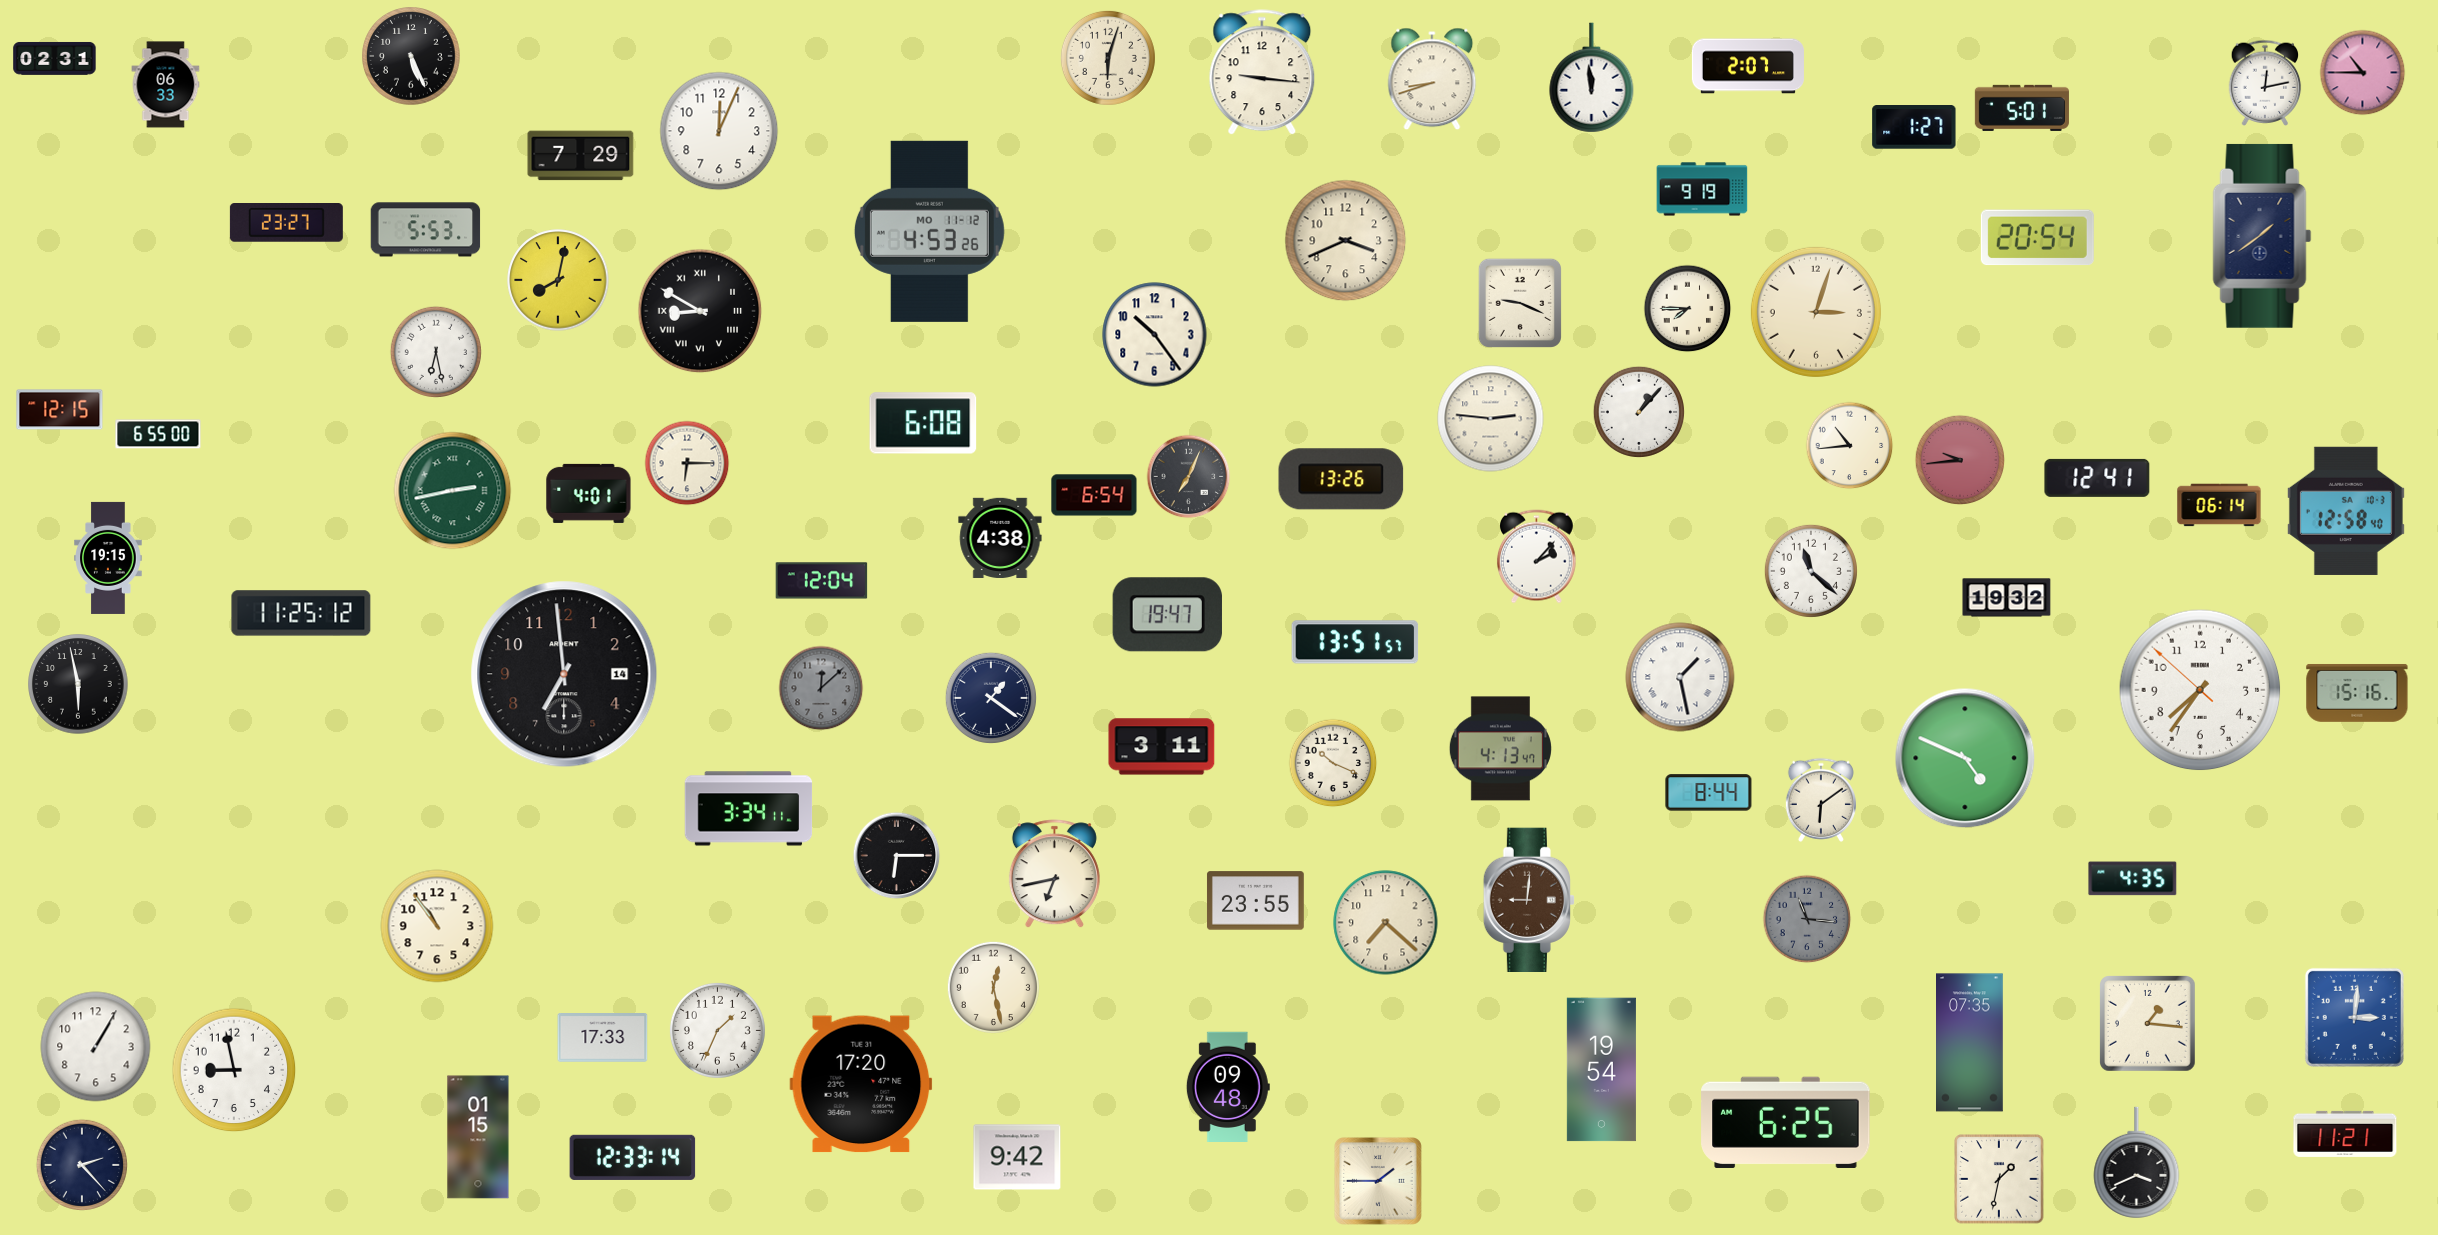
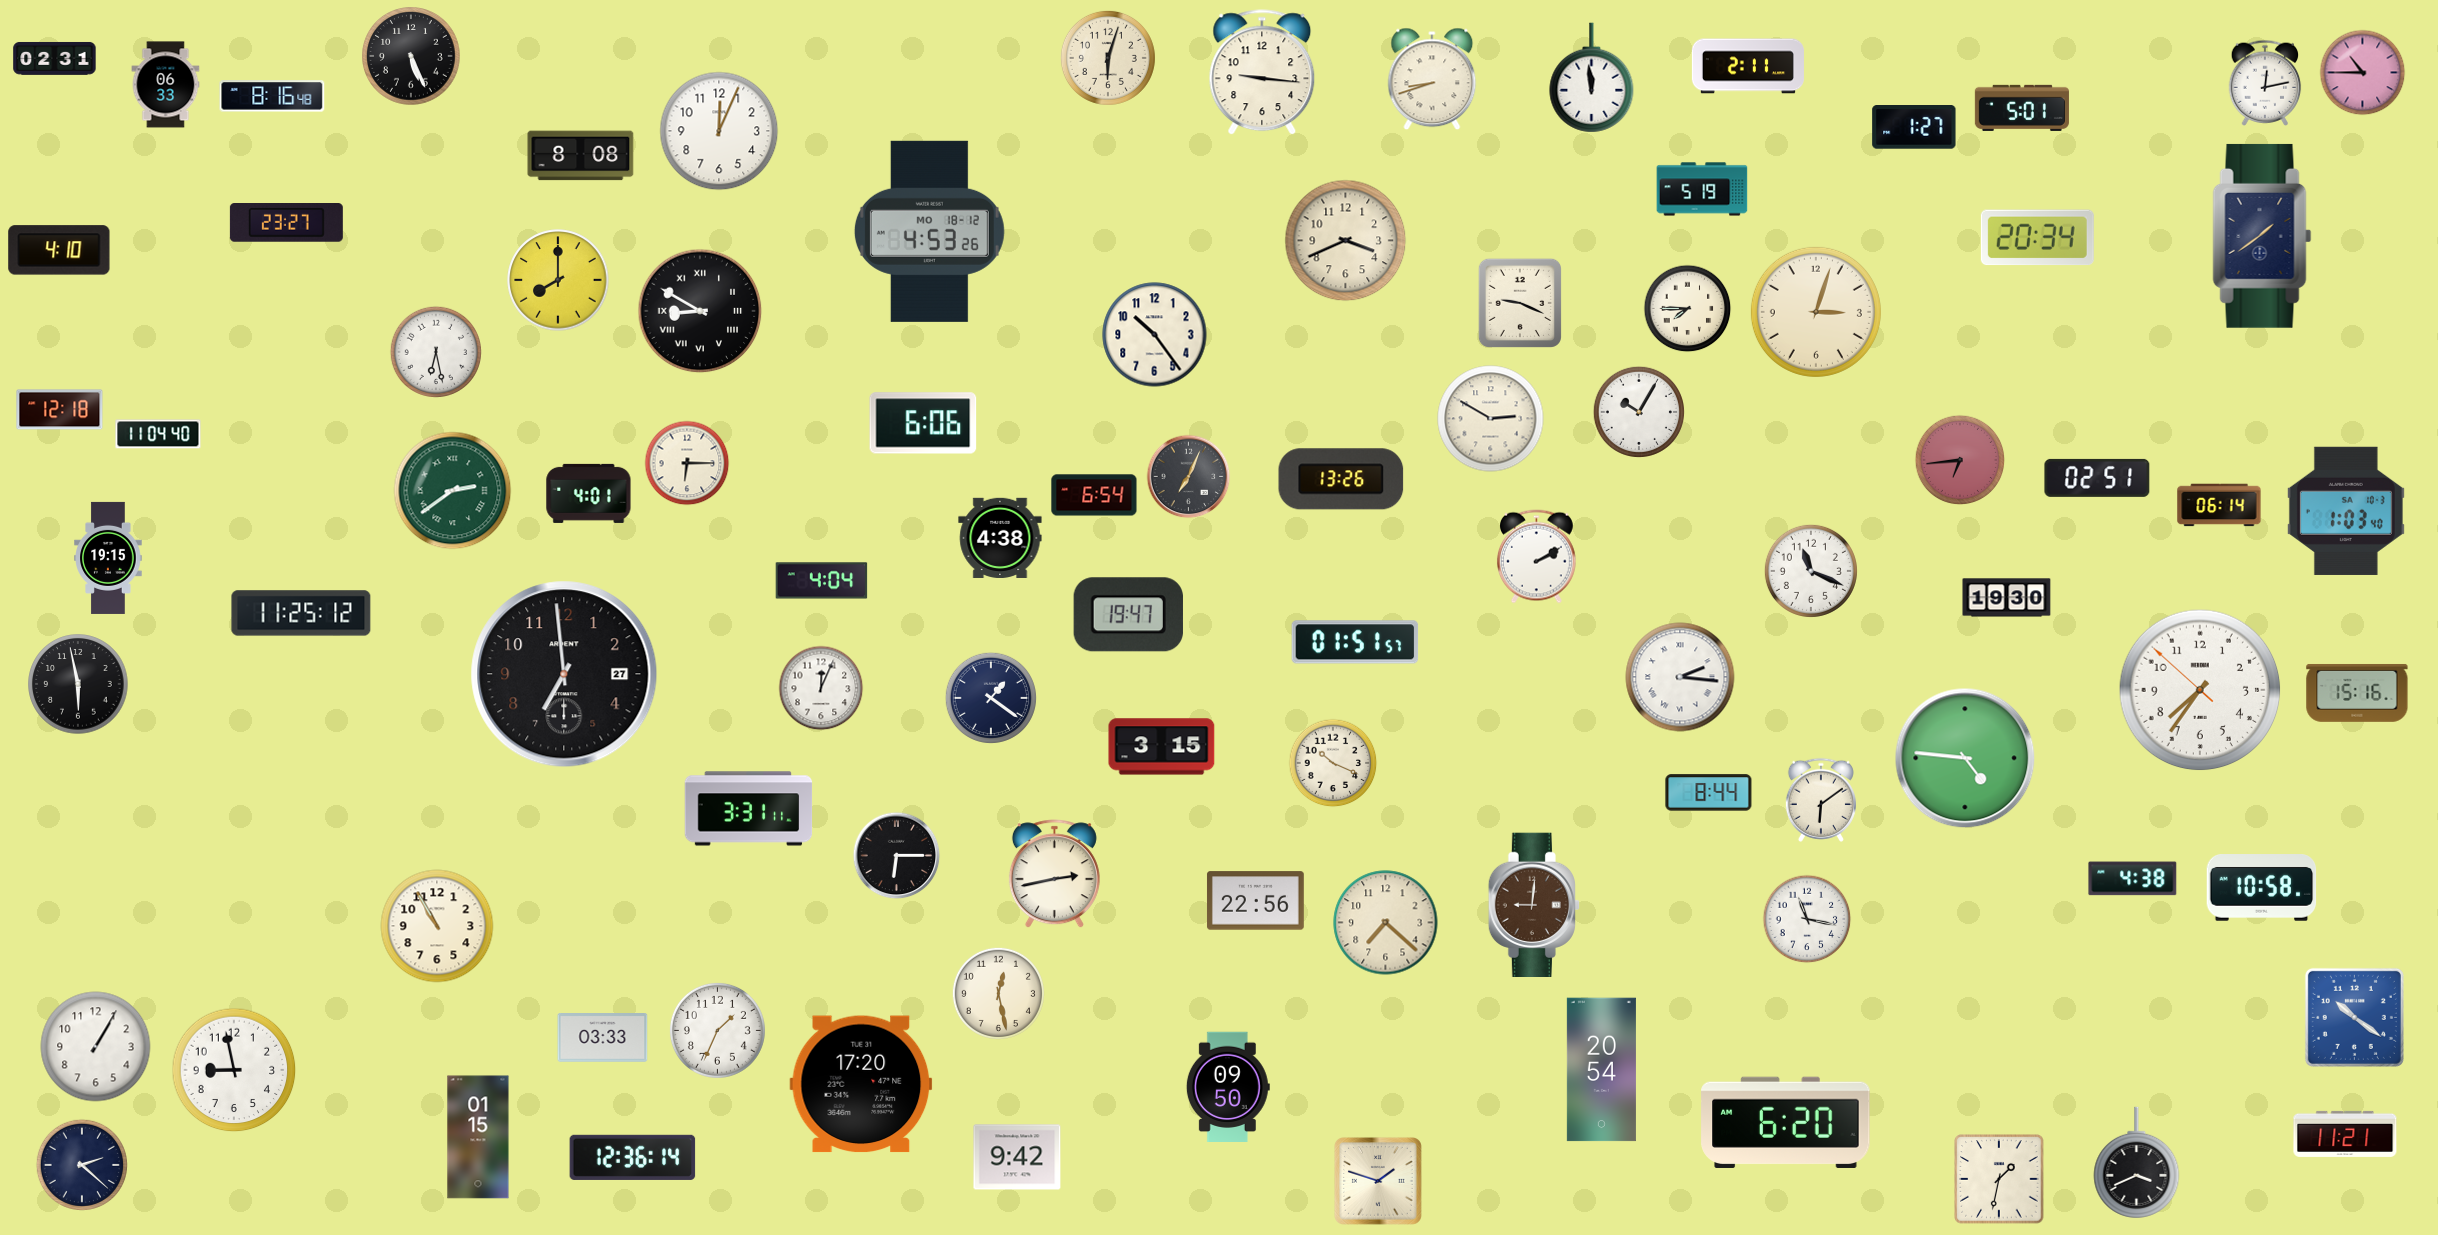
clock at (1748, 66): 2:07 -> 2:11
clock at (272, 96): none -> 8:16
clock at (581, 156): 7:29 -> 8:08
clock at (1702, 189): 9:19 -> 5:19
clock at (426, 230): 5:53 -> none
clock at (929, 231) date: MO 11-12 -> MO 18-12
clock at (2037, 238): 20:54 -> 20:34
clock at (59, 250): none -> 4:10
clock at (558, 280): 8:02 -> 8:00
clock at (60, 410): 12:15 -> 12:18
clock at (1638, 411): 1:07 -> 10:05
clock at (1491, 419): 2:46 -> 2:50
clock at (923, 423): 6:08 -> 6:06
clock at (158, 434): 6:55 -> 11:04
clock at (1850, 446): 10:44 -> none
clock at (1960, 460): 9:44 -> 6:44
clock at (2097, 478): 12:41 -> 02:51
clock at (453, 491): 2:43 -> 2:39
clock at (2346, 511): 12:58 -> 1:03
clock at (1536, 557): 2:07 -> 2:10
clock at (1811, 571): 11:22 -> 11:19
clock at (822, 581): 12:04 -> 4:04
clock at (2007, 598): 19:32 -> 19:30
clock at (1167, 615) position: (1167, 615) -> (1128, 615)
clock at (1355, 642): 13:51 -> 01:51
clock at (564, 674) date: 14 -> 27
clock at (1680, 677): 1:28 -> 2:16
clock at (821, 688): 12:08 -> 12:04
clock at (821, 688) dial: grey -> white
clock at (1162, 747): 3:11 -> 3:15
clock at (1500, 749): 4:13 -> none
clock at (1965, 758): 4:49 -> 4:46
clock at (749, 809): 3:34 -> 3:31
clock at (1054, 874): 6:43 -> 2:43
clock at (2133, 879): 4:35 -> 4:38
clock at (2262, 888): none -> 10:58
clock at (1528, 900) position: (1528, 900) -> (1533, 905)
clock at (1255, 901): 23:55 -> 22:56
clock at (1807, 919): 11:16 -> 11:17
clock at (1807, 919) dial: grey -> white
clock at (437, 926): 10:54 -> 10:55
clock at (993, 987) position: (993, 987) -> (998, 993)
clock at (2354, 1017): 3:01 -> 10:21
clock at (2148, 1024): 1:16 -> none
clock at (603, 1038): 17:33 -> 03:33
clock at (1970, 1043): 07:35 -> none
clock at (1601, 1070): 19:54 -> 20:54
clock at (1228, 1086): 09:48 -> 09:50
clock at (1786, 1122): 6:25 -> 6:20
clock at (633, 1157): 12:33 -> 12:36
clock at (81, 1164): 2:23 -> 2:22
clock at (1378, 1181): 1:45 -> 1:48
